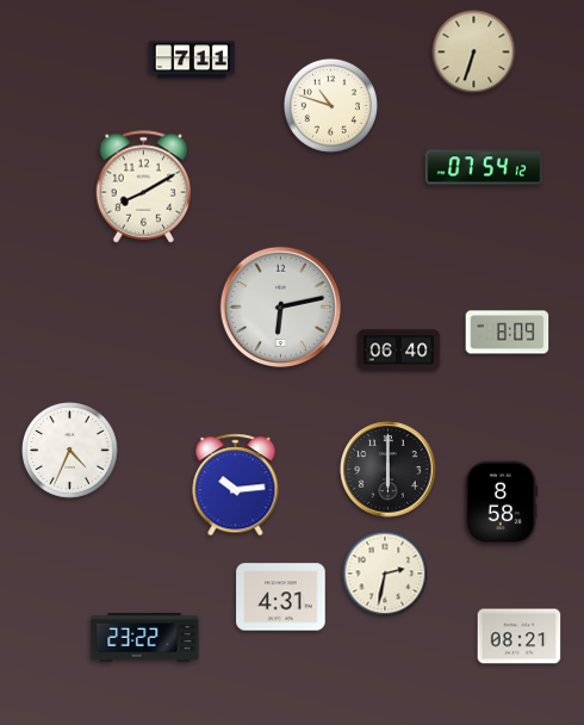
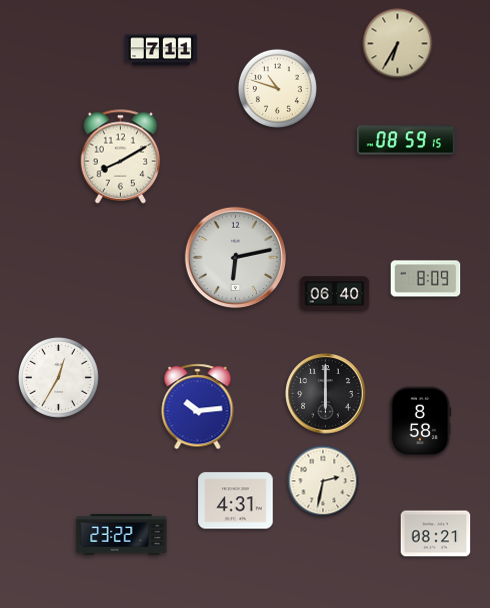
clock at (474, 52): 6:33 -> 6:35
clock at (484, 167): 07:54 -> 08:59
clock at (70, 451): 4:34 -> 12:35
